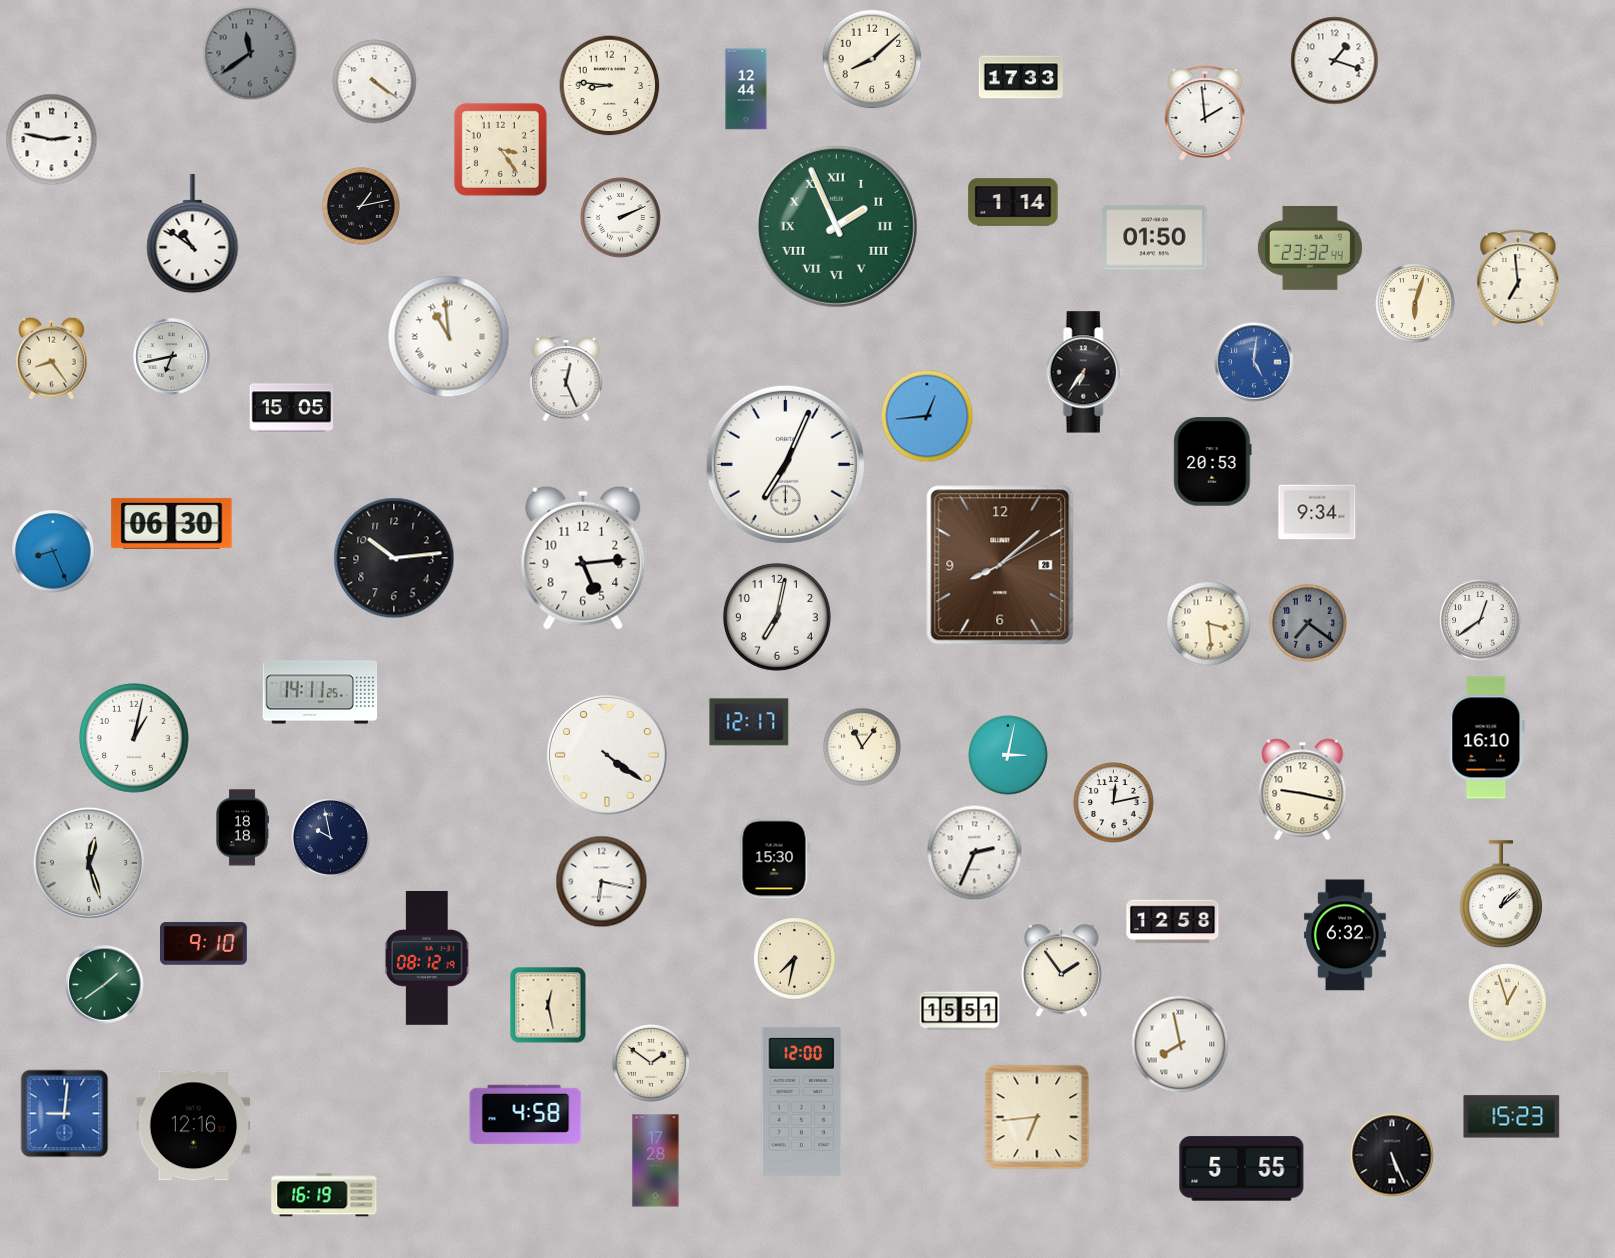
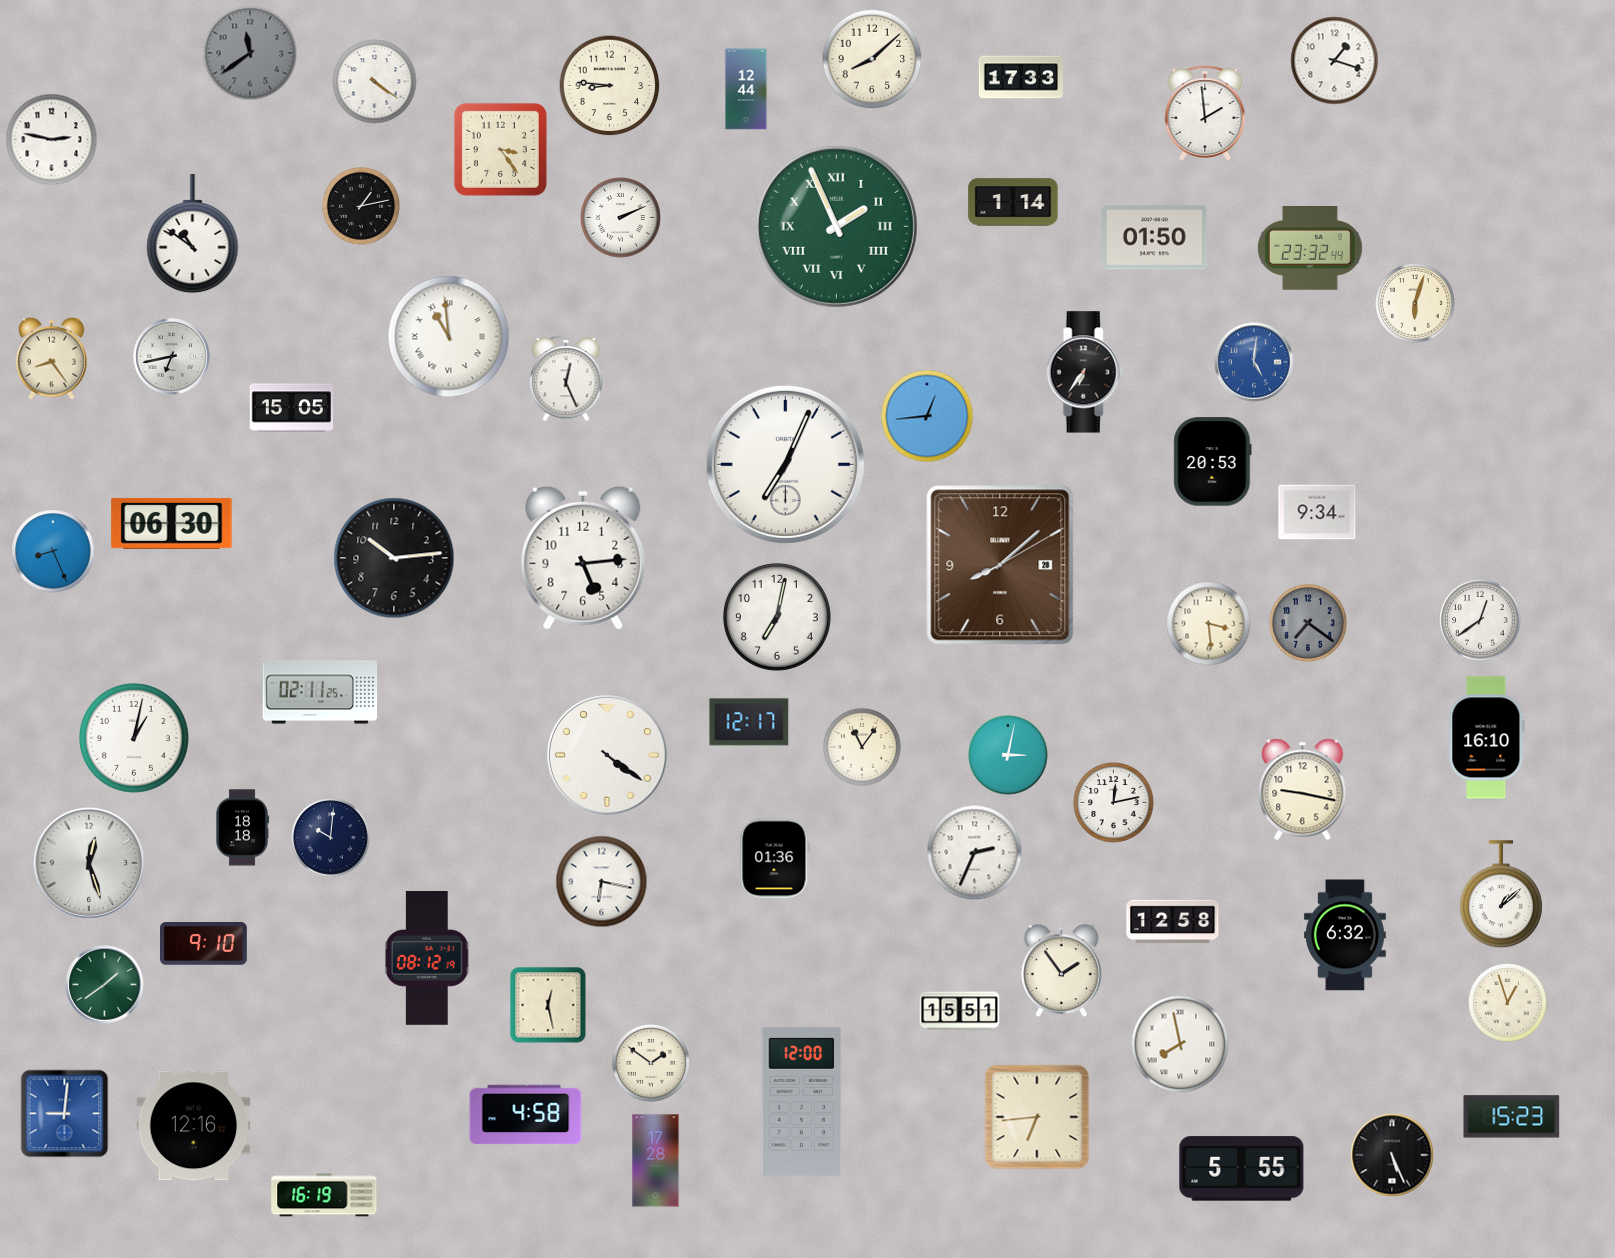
clock at (1518, 278): 6:59 -> none
clock at (320, 692): 14:11 -> 02:11
clock at (331, 838): 9:58 -> 10:01
clock at (774, 859): 15:30 -> 01:36
clock at (795, 959): 7:32 -> none
